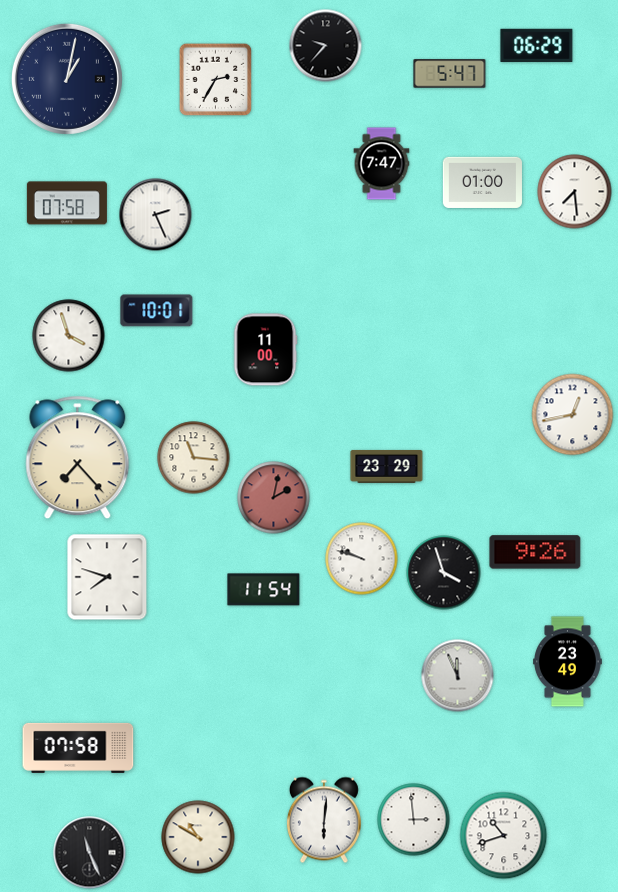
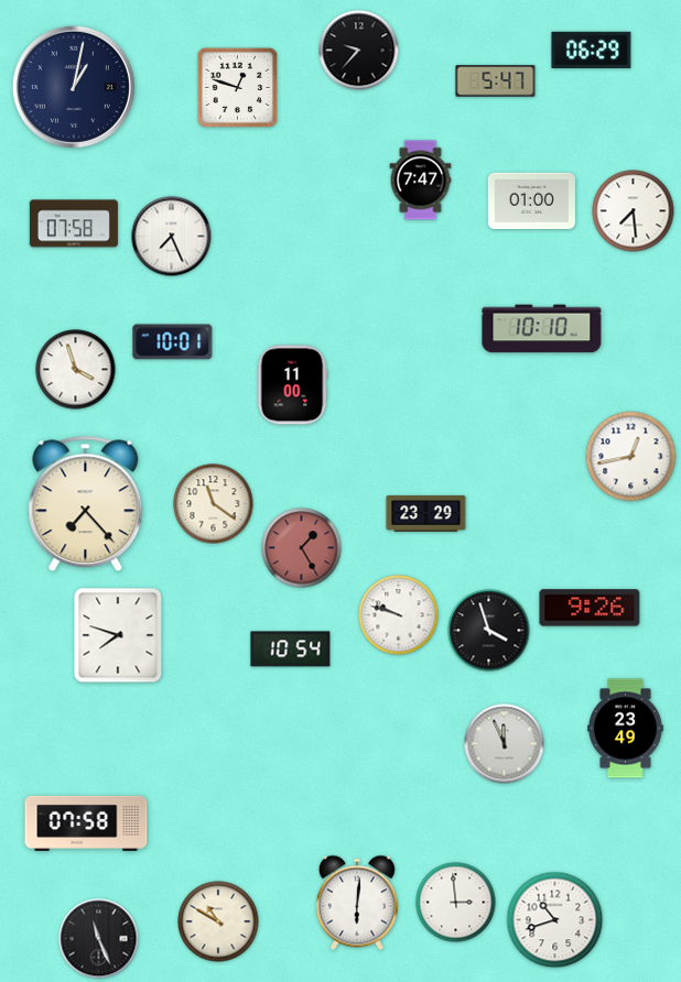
clock at (216, 80): 2:35 -> 12:48
clock at (156, 215): 2:26 -> 7:26
clock at (542, 329): none -> 10:10
clock at (194, 458): 11:16 -> 11:21
clock at (274, 498): 2:02 -> 1:25
clock at (264, 590): 11:54 -> 10:54
